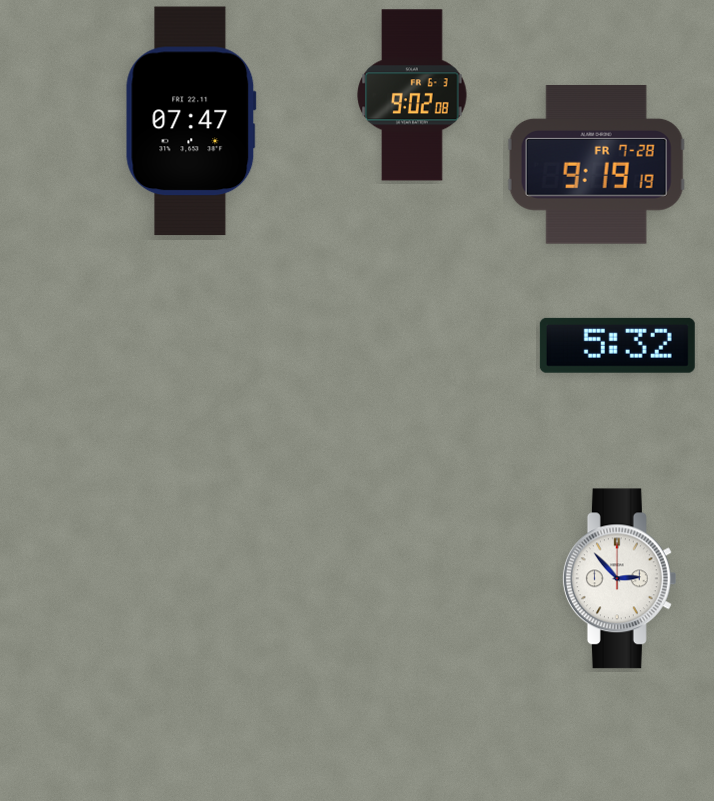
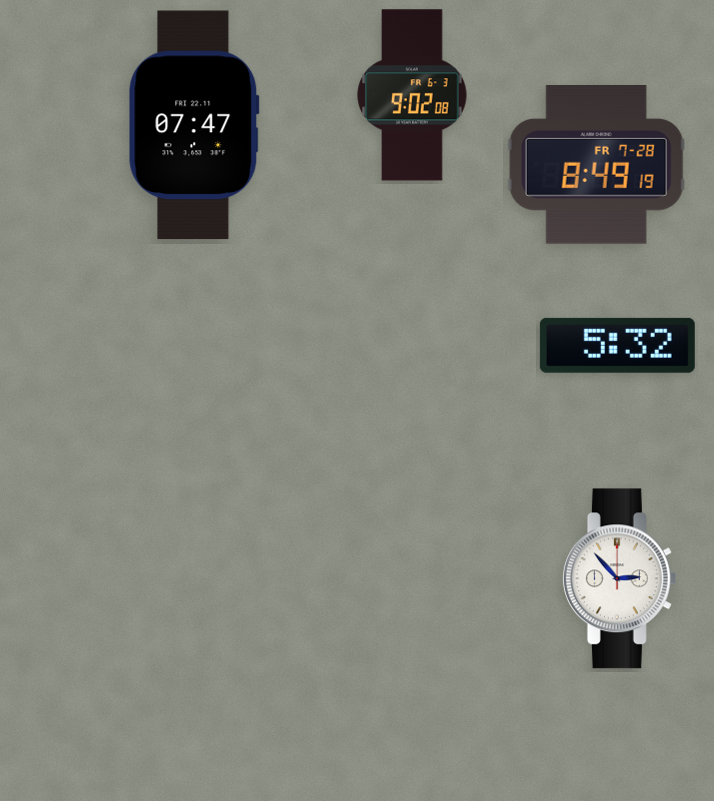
clock at (191, 121) position: (191, 121) -> (194, 125)
clock at (596, 165): 9:19 -> 8:49
